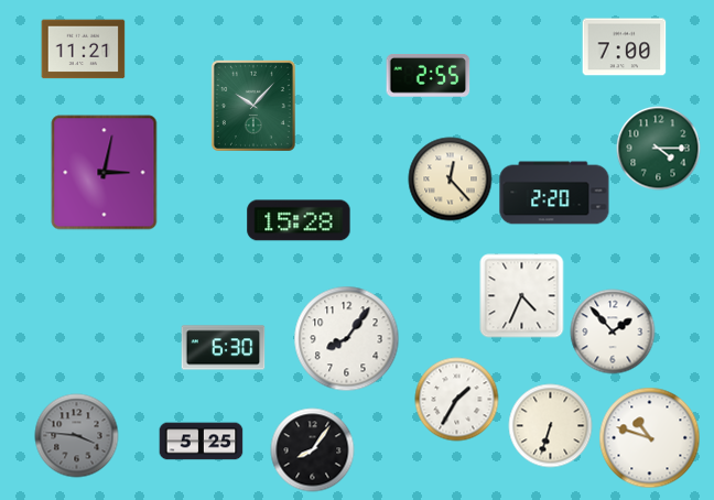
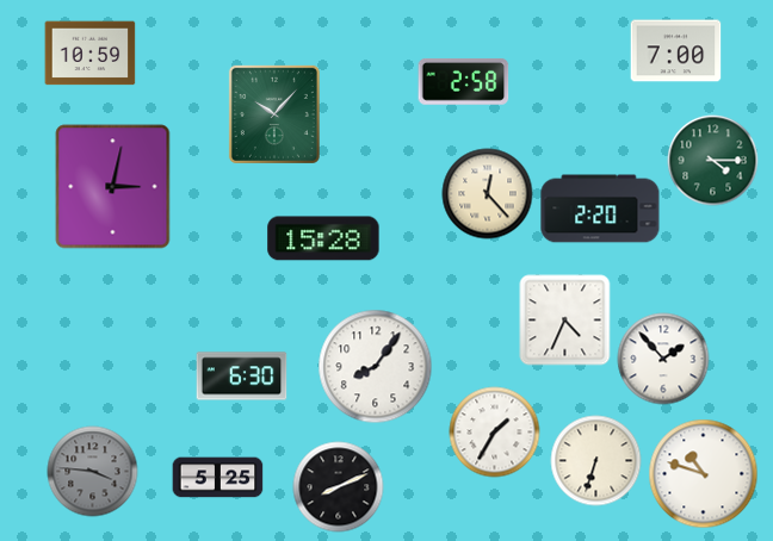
clock at (84, 50): 11:21 -> 10:59
clock at (429, 76): 2:55 -> 2:58
clock at (77, 436) position: (77, 436) -> (93, 472)
clock at (313, 450): 8:06 -> 8:11
